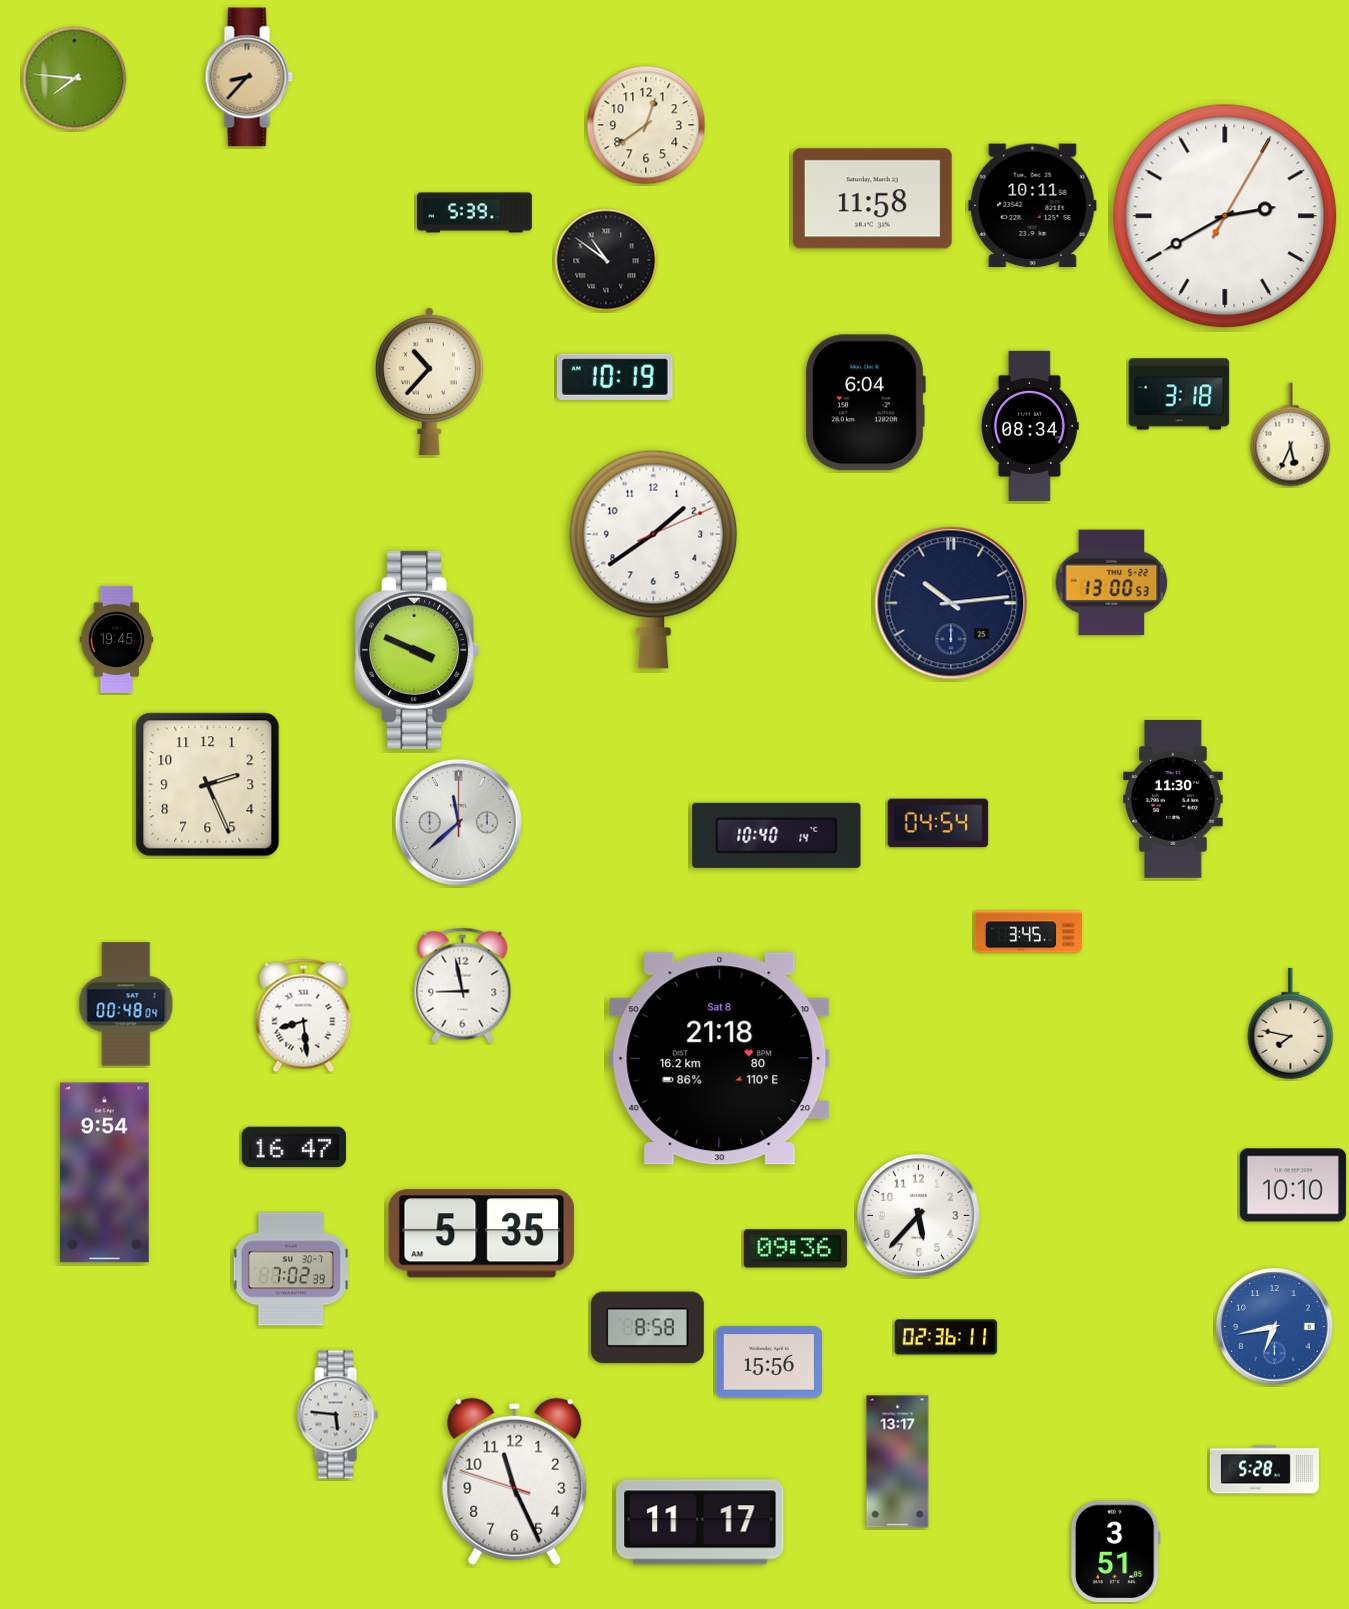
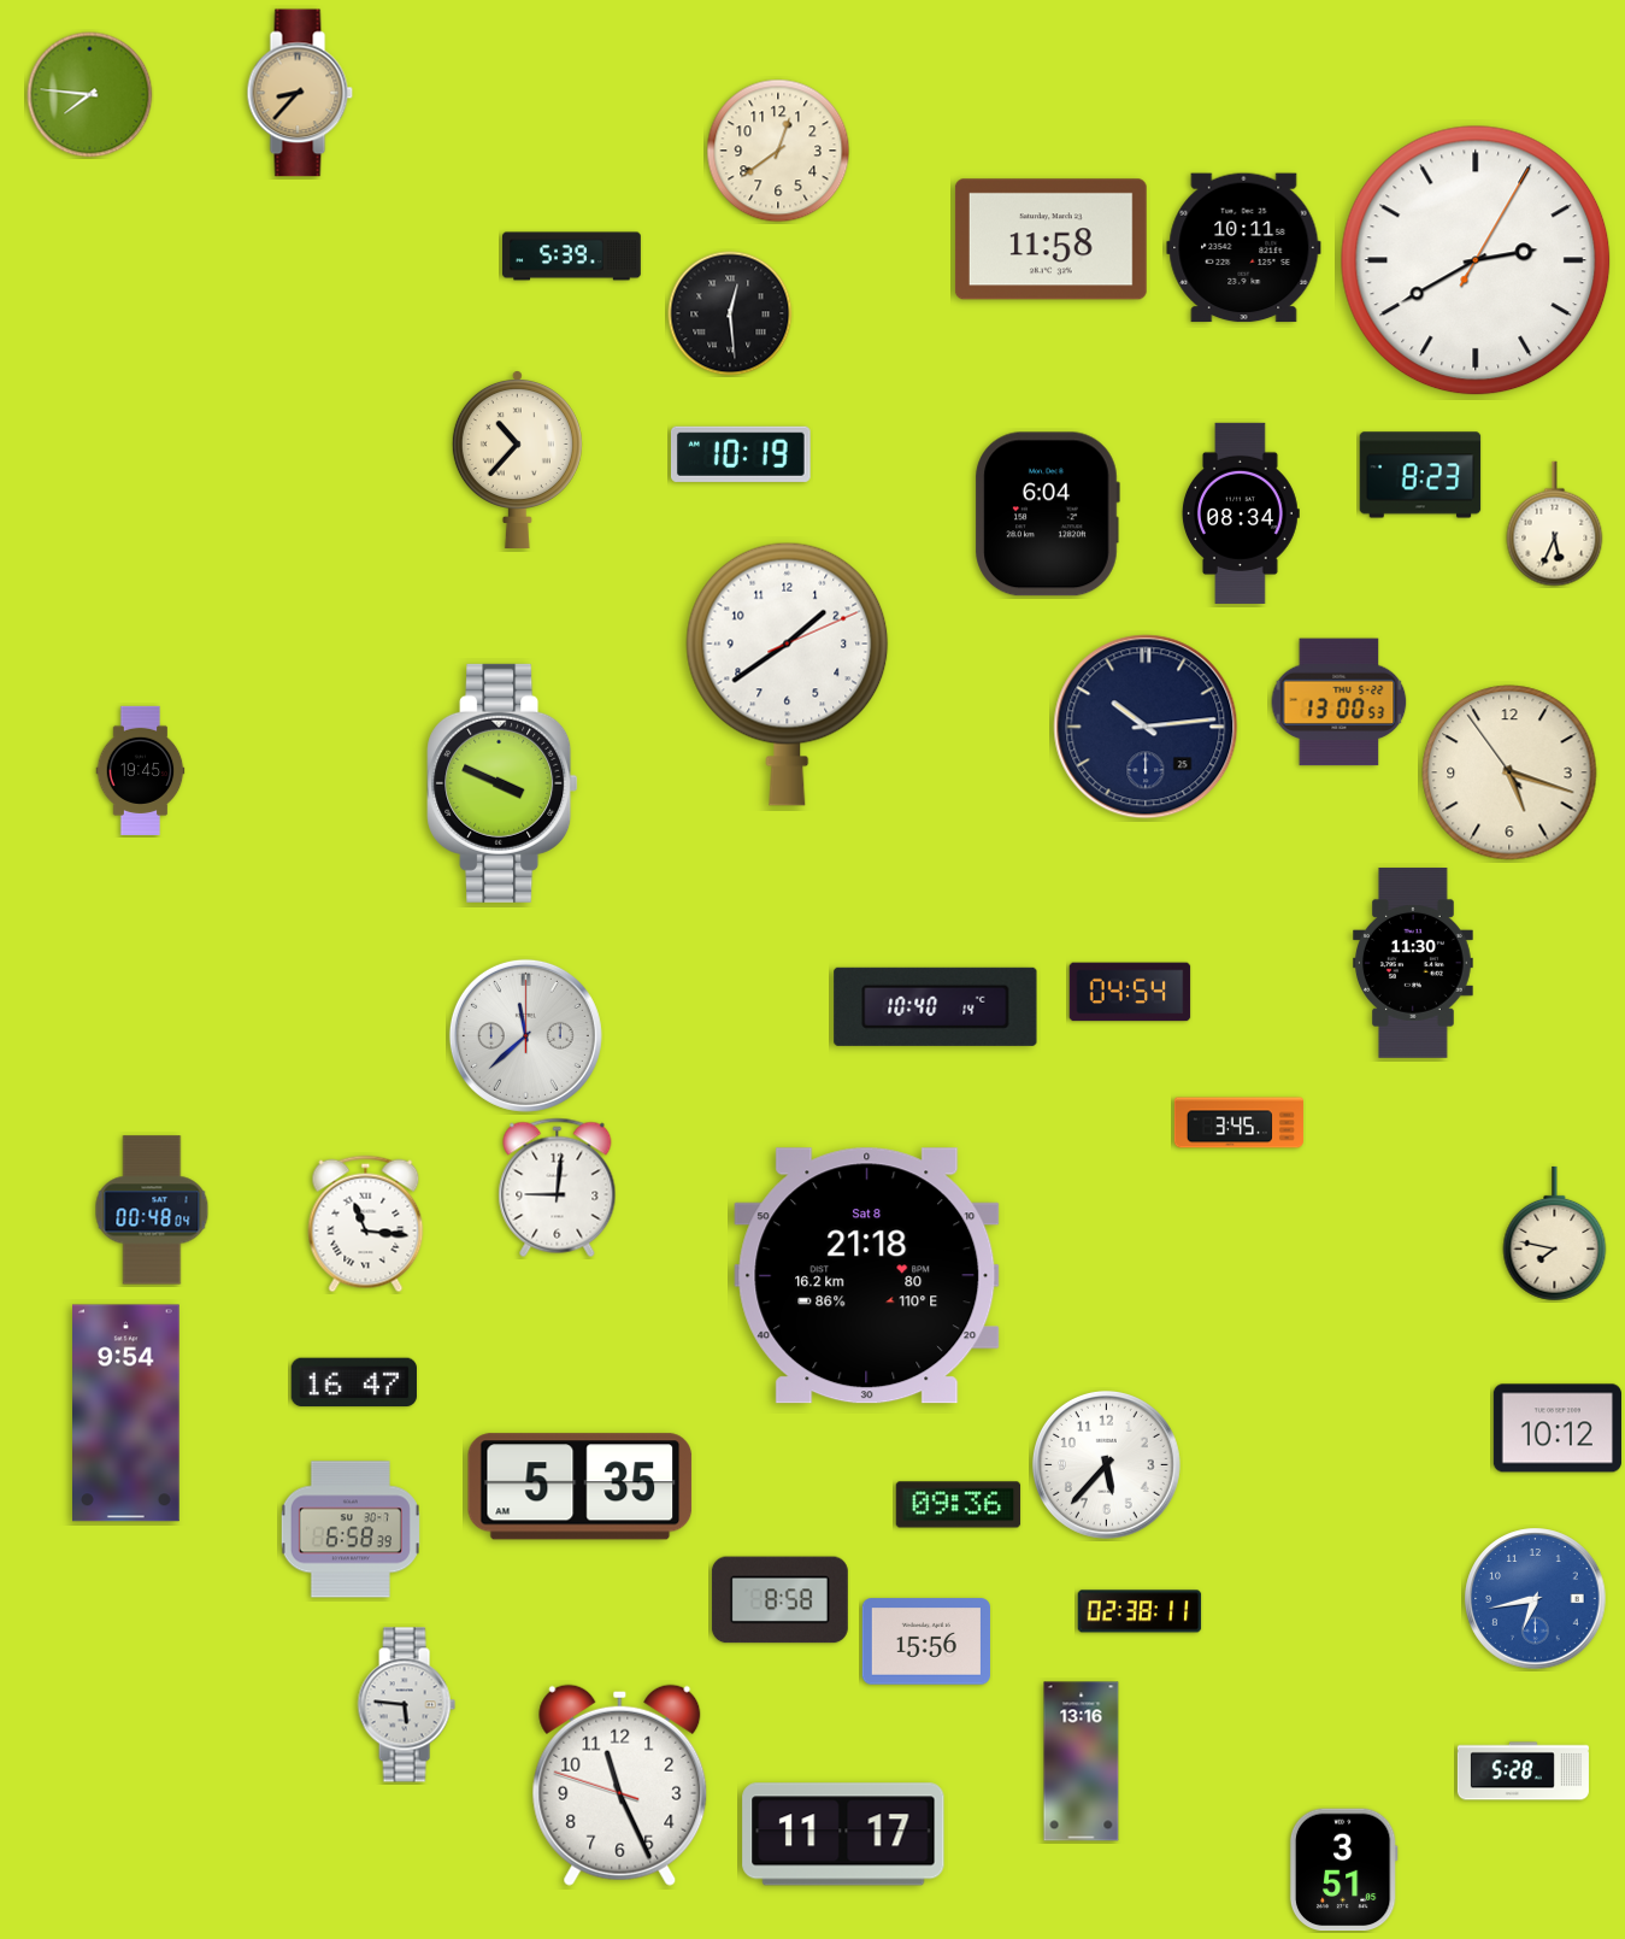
clock at (606, 260): 10:51 -> 12:29
clock at (1179, 394): 3:18 -> 8:23
clock at (865, 403) position: (865, 403) -> (1047, 515)
clock at (1509, 772): none -> 5:17
clock at (208, 785): 2:26 -> none
clock at (458, 822) position: (458, 822) -> (525, 1035)
clock at (463, 986): 8:58 -> 9:01
clock at (304, 1016): 8:29 -> 11:16
clock at (1293, 1185): 10:10 -> 10:12
clock at (291, 1269): 7:02 -> 6:58
clock at (946, 1337): 02:36 -> 02:38
clock at (898, 1462): 13:17 -> 13:16
